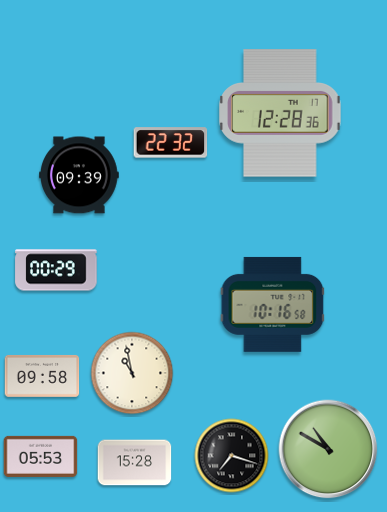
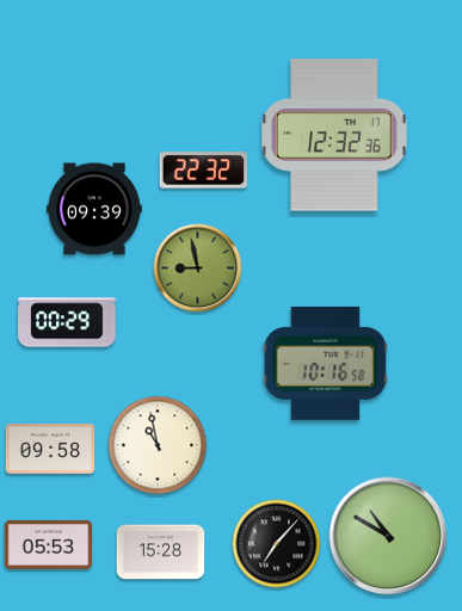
clock at (280, 113): 12:28 -> 12:32
clock at (198, 269): none -> 8:58
clock at (328, 449) position: (328, 449) -> (388, 536)
clock at (232, 456): 7:18 -> 7:07
